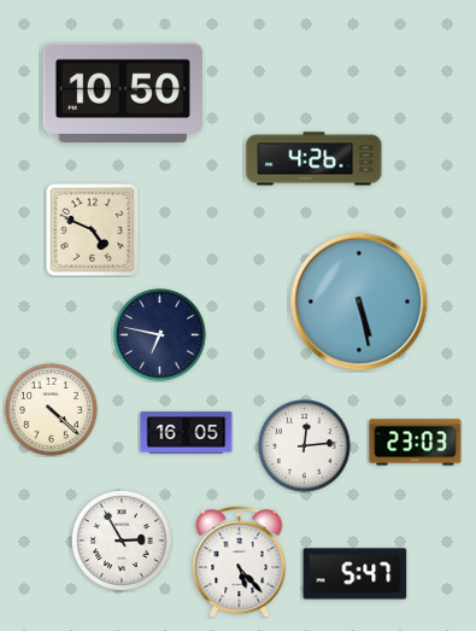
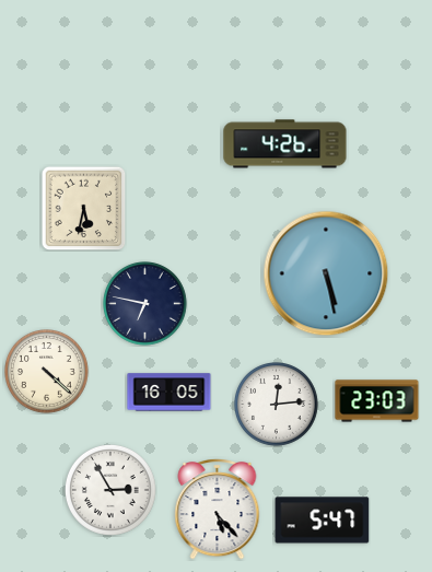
clock at (123, 92): 10:50 -> none
clock at (92, 229): 4:49 -> 5:32
